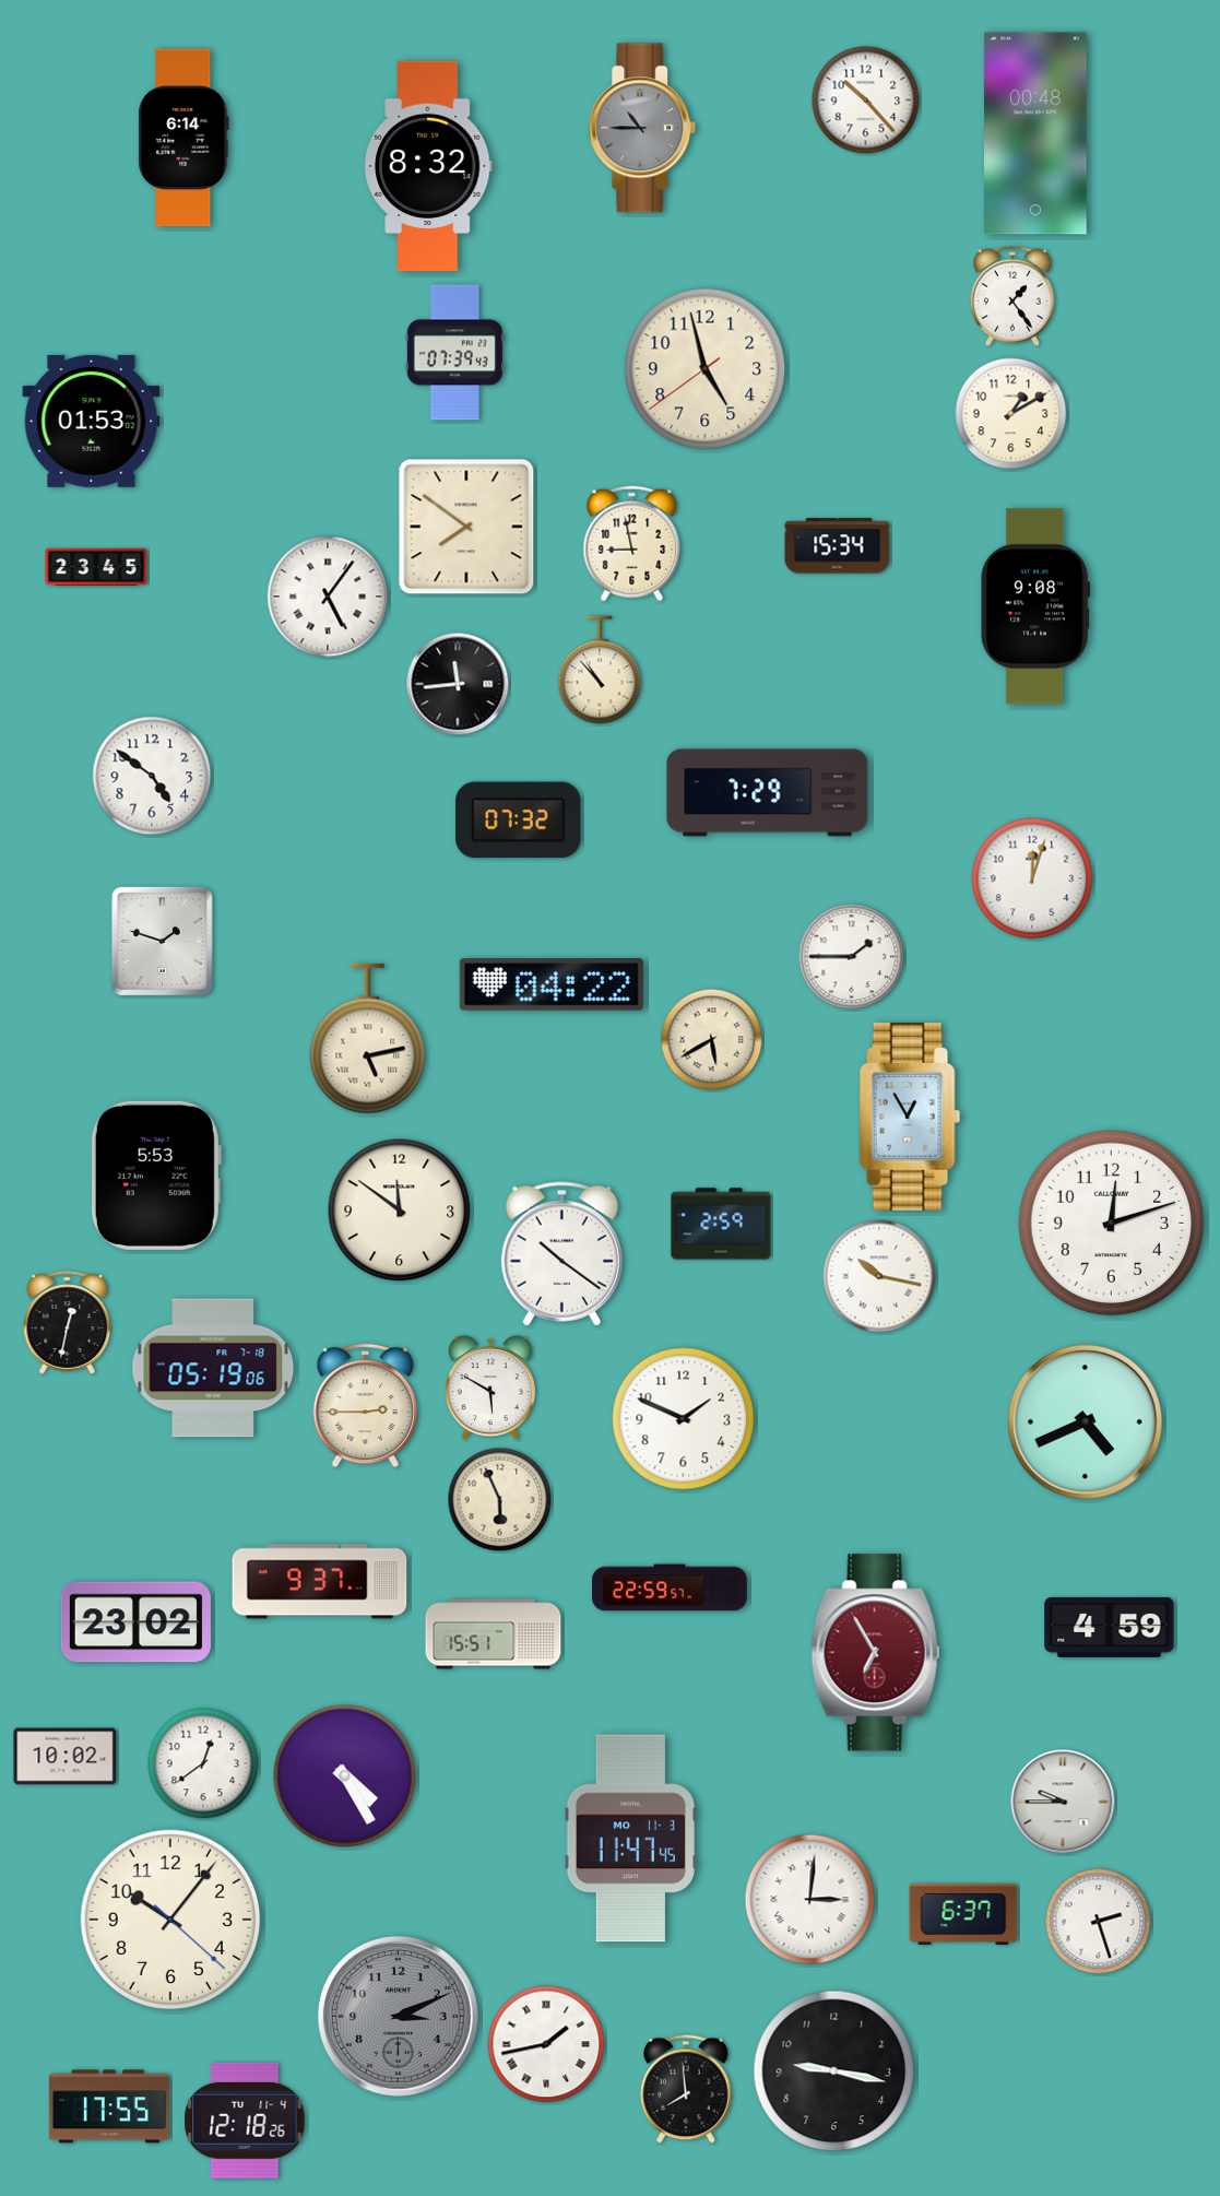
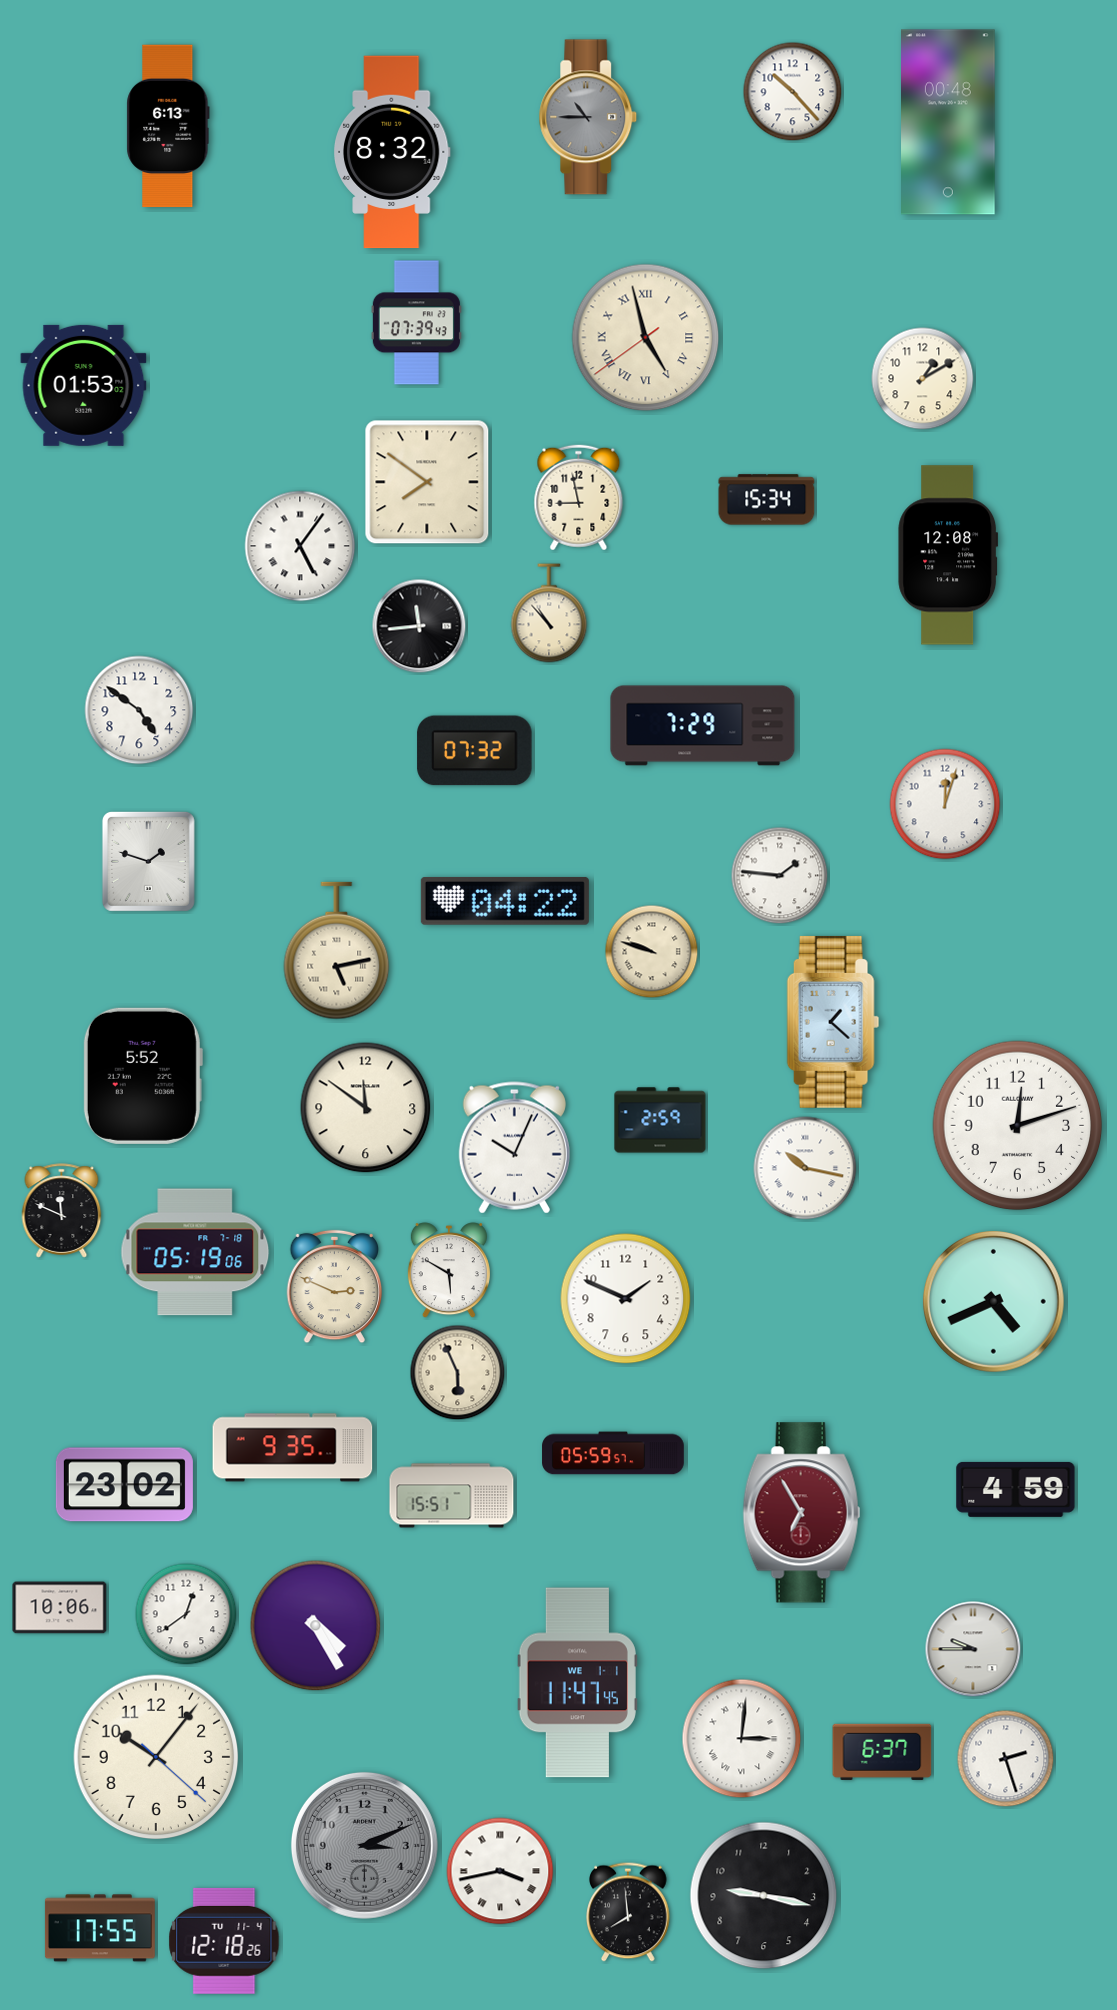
clock at (183, 138): 6:14 -> 6:13
clock at (1012, 296): 1:24 -> none
clock at (706, 369) numerals: Arabic -> Roman
clock at (1011, 414) position: (1011, 414) -> (923, 379)
clock at (96, 567): 23:45 -> none
clock at (1035, 606): 9:08 -> 12:08
clock at (852, 957): 1:45 -> 1:46
clock at (712, 1040): 5:40 -> 9:48
clock at (910, 1117): 12:55 -> 1:22
clock at (156, 1176): 5:53 -> 5:52
clock at (1112, 1224) position: (1112, 1224) -> (1018, 1126)
clock at (561, 1254): 10:21 -> 10:04
clock at (68, 1323): 12:32 -> 11:49
clock at (366, 1406): 2:45 -> 2:49
clock at (320, 1582): 9:37 -> 9:35
clock at (670, 1587): 22:59 -> 05:59
clock at (66, 1757): 10:02 -> 10:06
clock at (630, 1839) date: MO 11-3 -> WE 1-1
clock at (546, 2044): 1:43 -> 3:43
